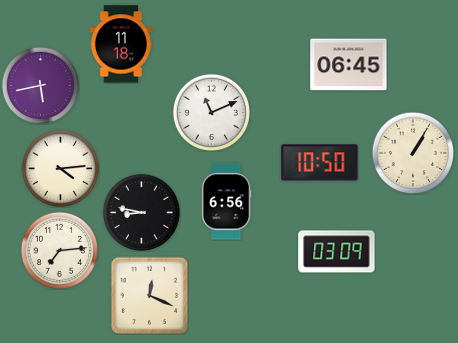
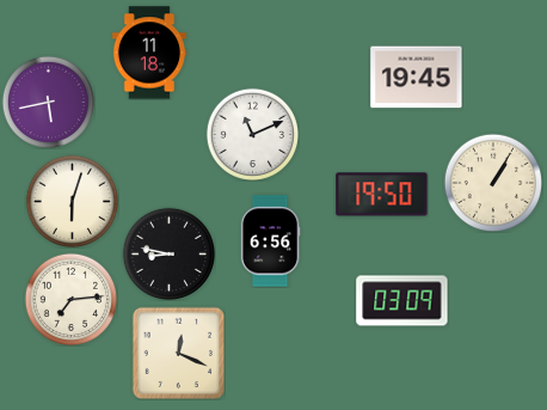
clock at (121, 44) position: (121, 44) -> (149, 53)
clock at (349, 65): 06:45 -> 19:45
clock at (320, 163): 10:50 -> 19:50
clock at (60, 168): 4:14 -> 6:03
